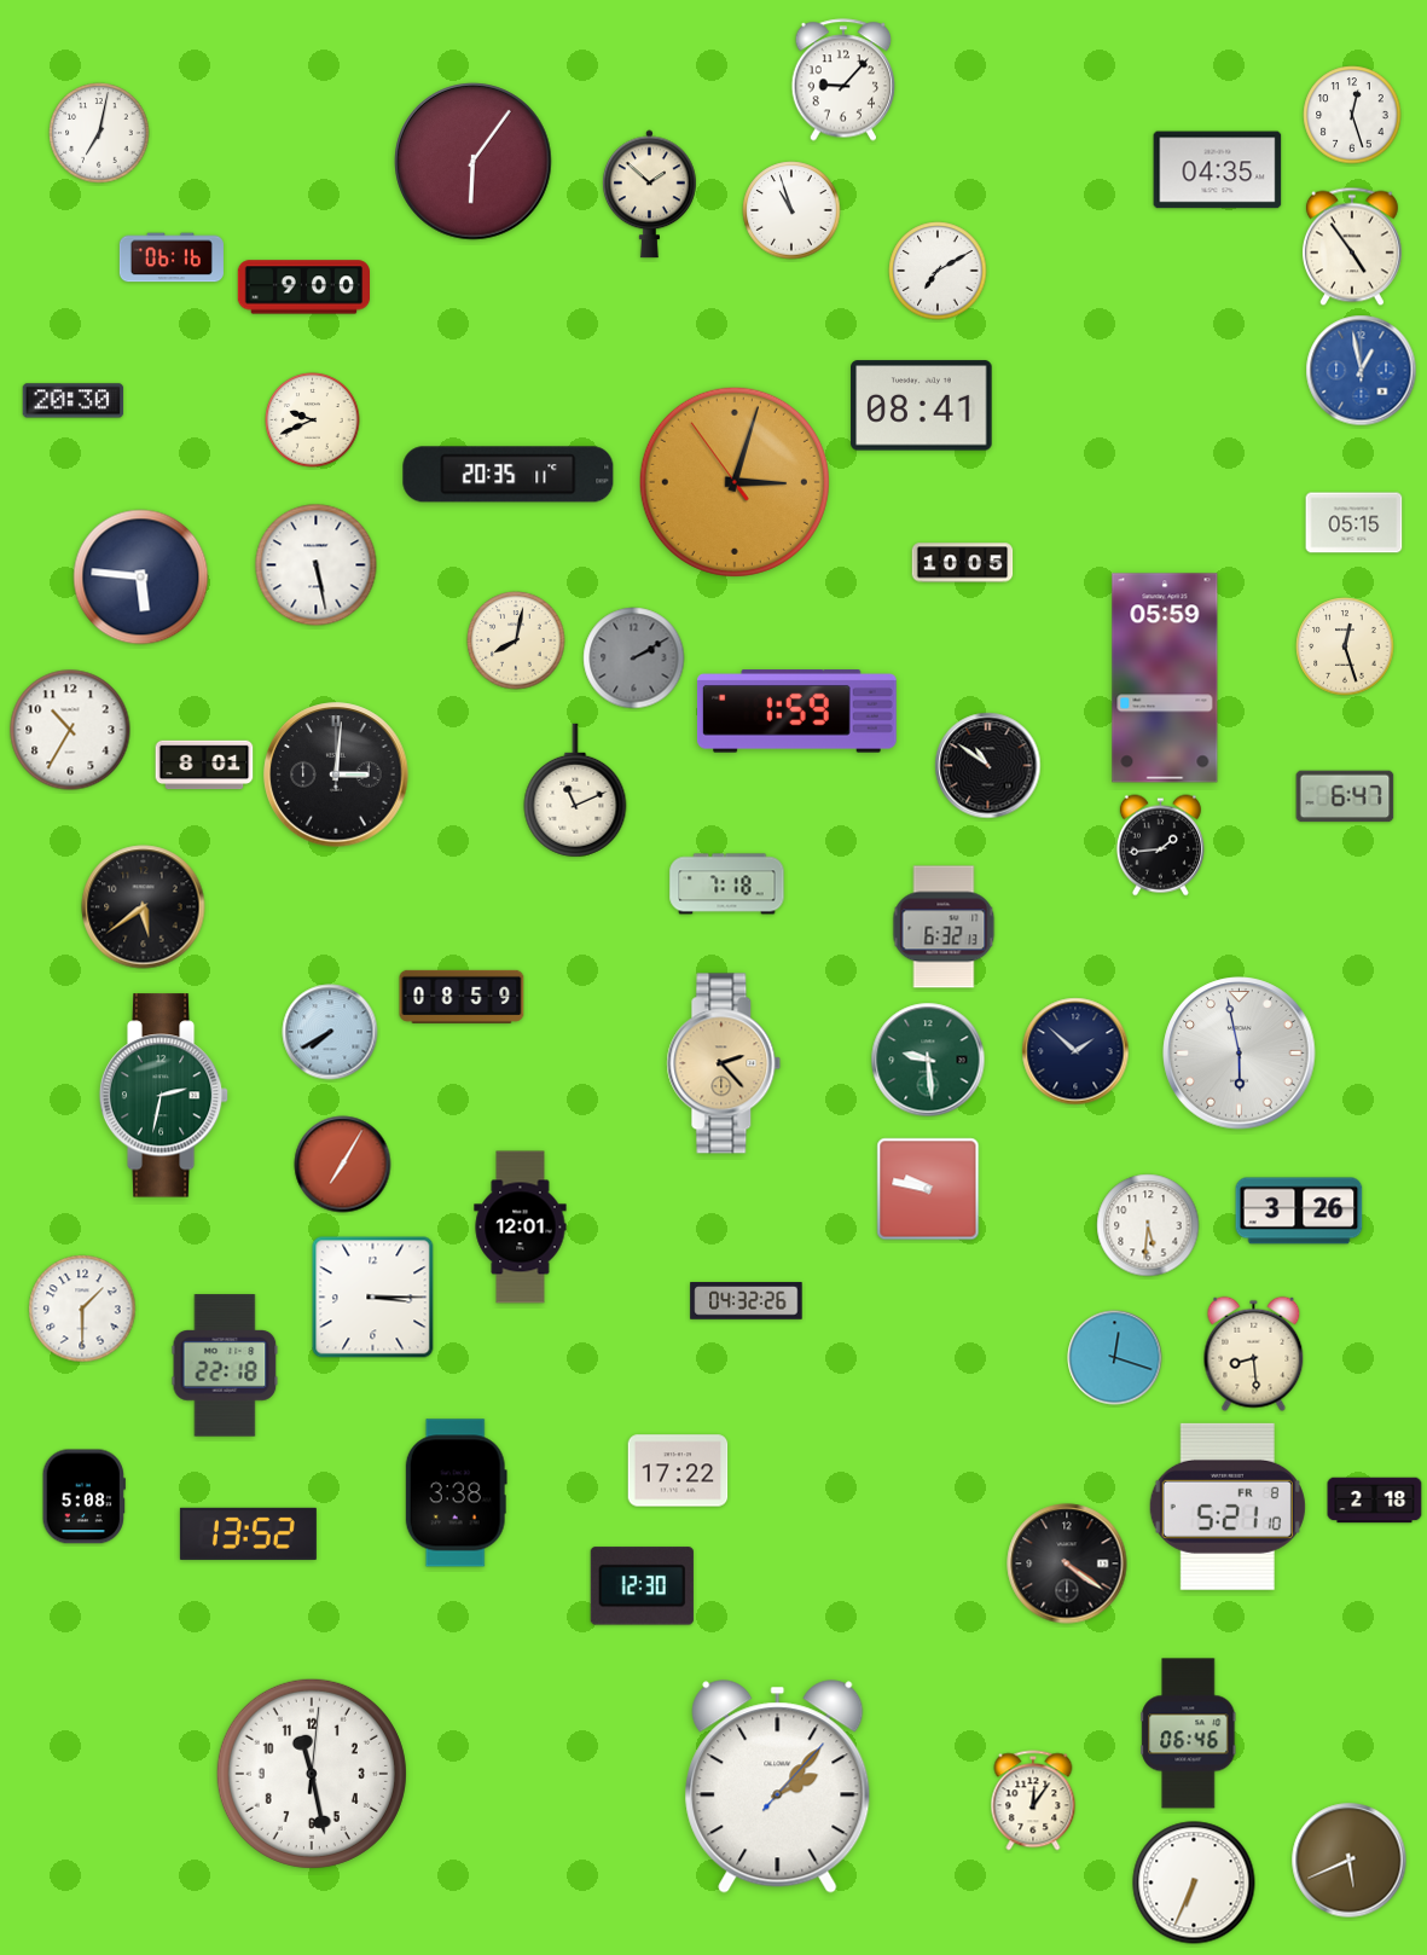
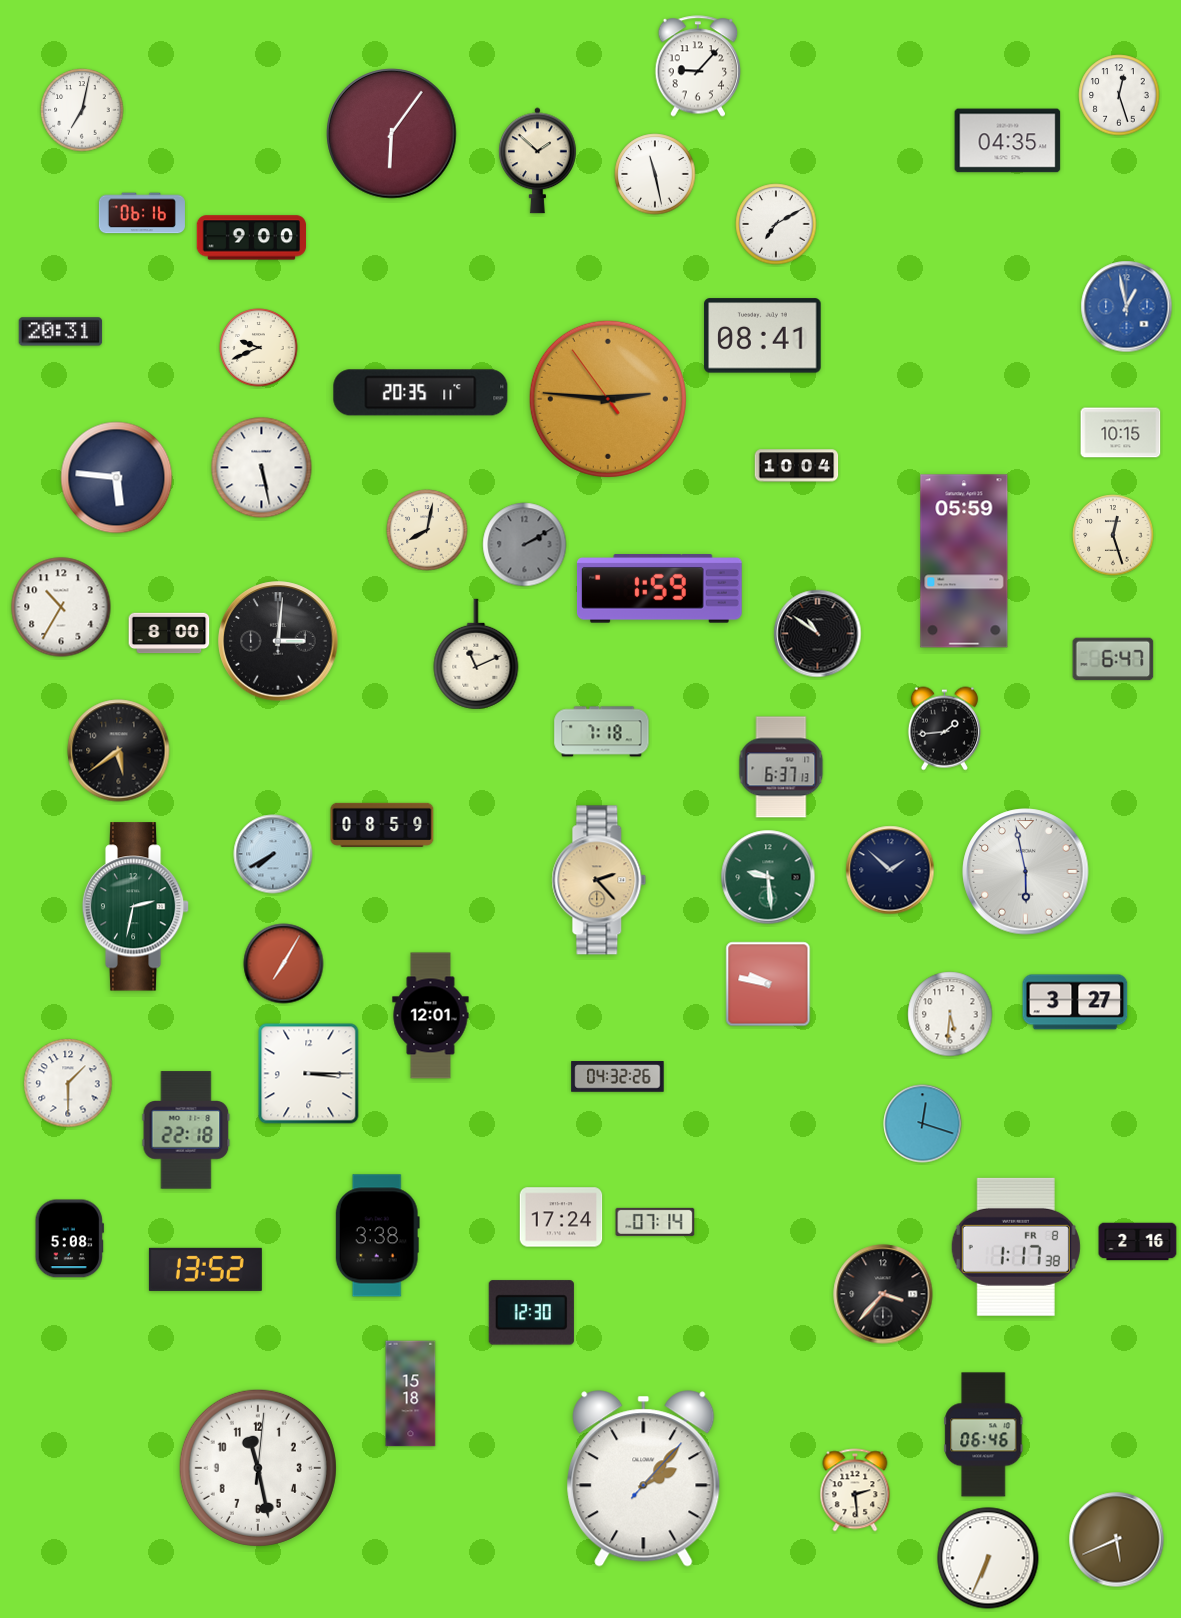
clock at (791, 210): 10:57 -> 11:28
clock at (1352, 246): 4:54 -> none
clock at (74, 401): 20:30 -> 20:31
clock at (735, 482): 3:02 -> 2:45
clock at (1355, 523): 05:15 -> 10:15
clock at (963, 563): 10:05 -> 10:04
clock at (70, 730) position: (70, 730) -> (61, 607)
clock at (204, 765): 8:01 -> 8:00
clock at (1160, 846) position: (1160, 846) -> (944, 729)
clock at (944, 927): 6:32 -> 6:37
clock at (1299, 1211): 3:26 -> 3:27
clock at (1254, 1354): 8:29 -> none
clock at (678, 1470): 17:22 -> 17:24
clock at (655, 1222): none -> 07:14
clock at (1375, 1501): 2:18 -> 2:16
clock at (1228, 1507): 5:21 -> 1:17
clock at (1067, 1564): 4:21 -> 3:37
clock at (411, 1394): none -> 15:18
clock at (1033, 1800): 12:06 -> 2:29
